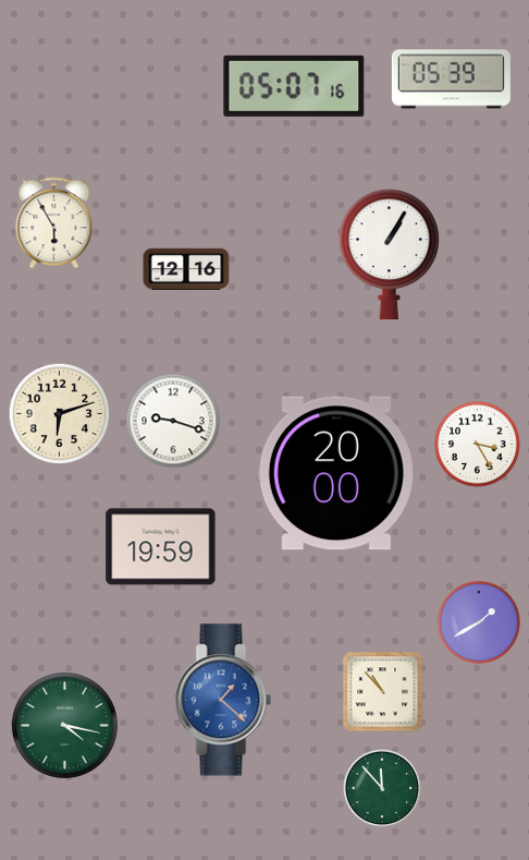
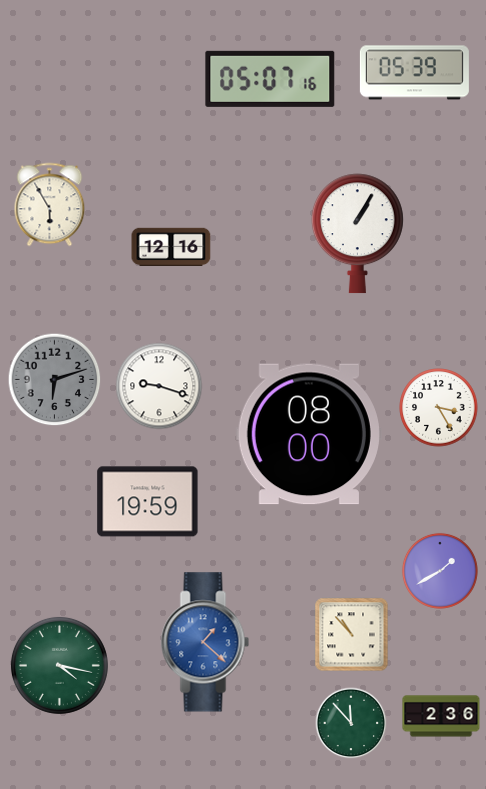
clock at (60, 414) dial: cream -> grey
clock at (336, 473): 20:00 -> 08:00
clock at (441, 716): none -> 2:36
